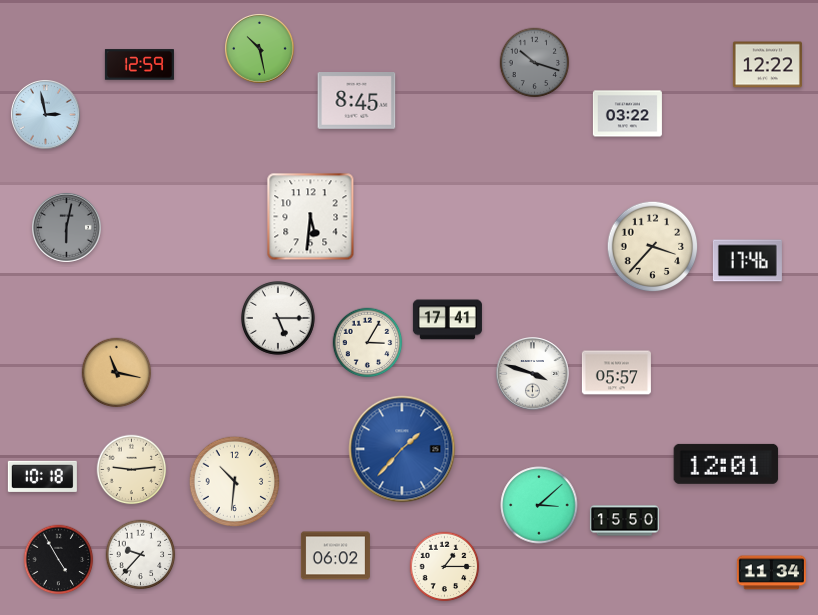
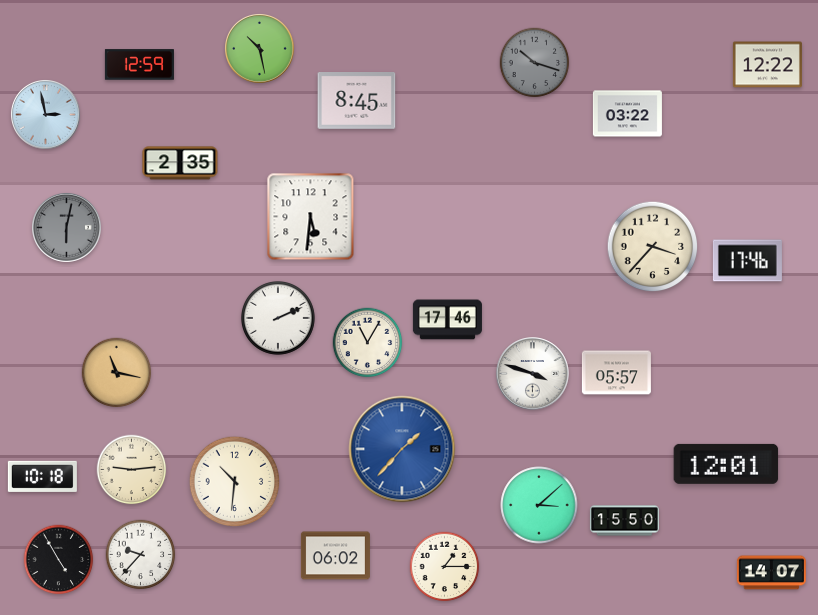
clock at (180, 163): none -> 2:35
clock at (278, 318): 5:15 -> 2:11
clock at (447, 320): 17:41 -> 17:46
clock at (368, 343): 3:05 -> 11:05
clock at (771, 573): 11:34 -> 14:07
